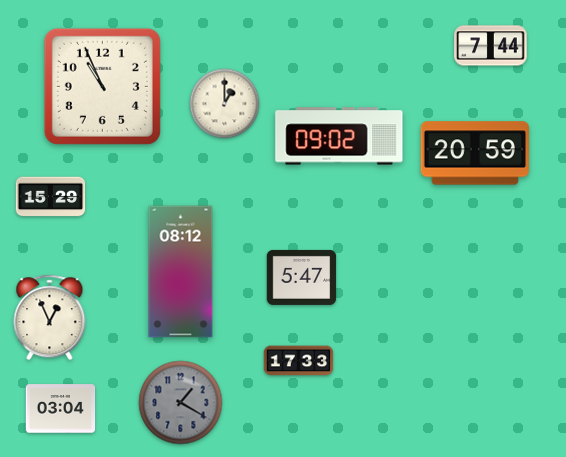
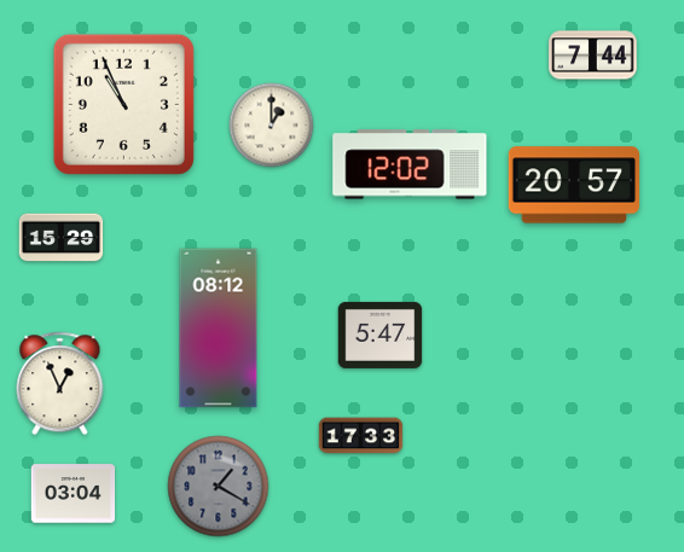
clock at (339, 136): 09:02 -> 12:02
clock at (474, 153): 20:59 -> 20:57
clock at (302, 277) position: (302, 277) -> (381, 335)
